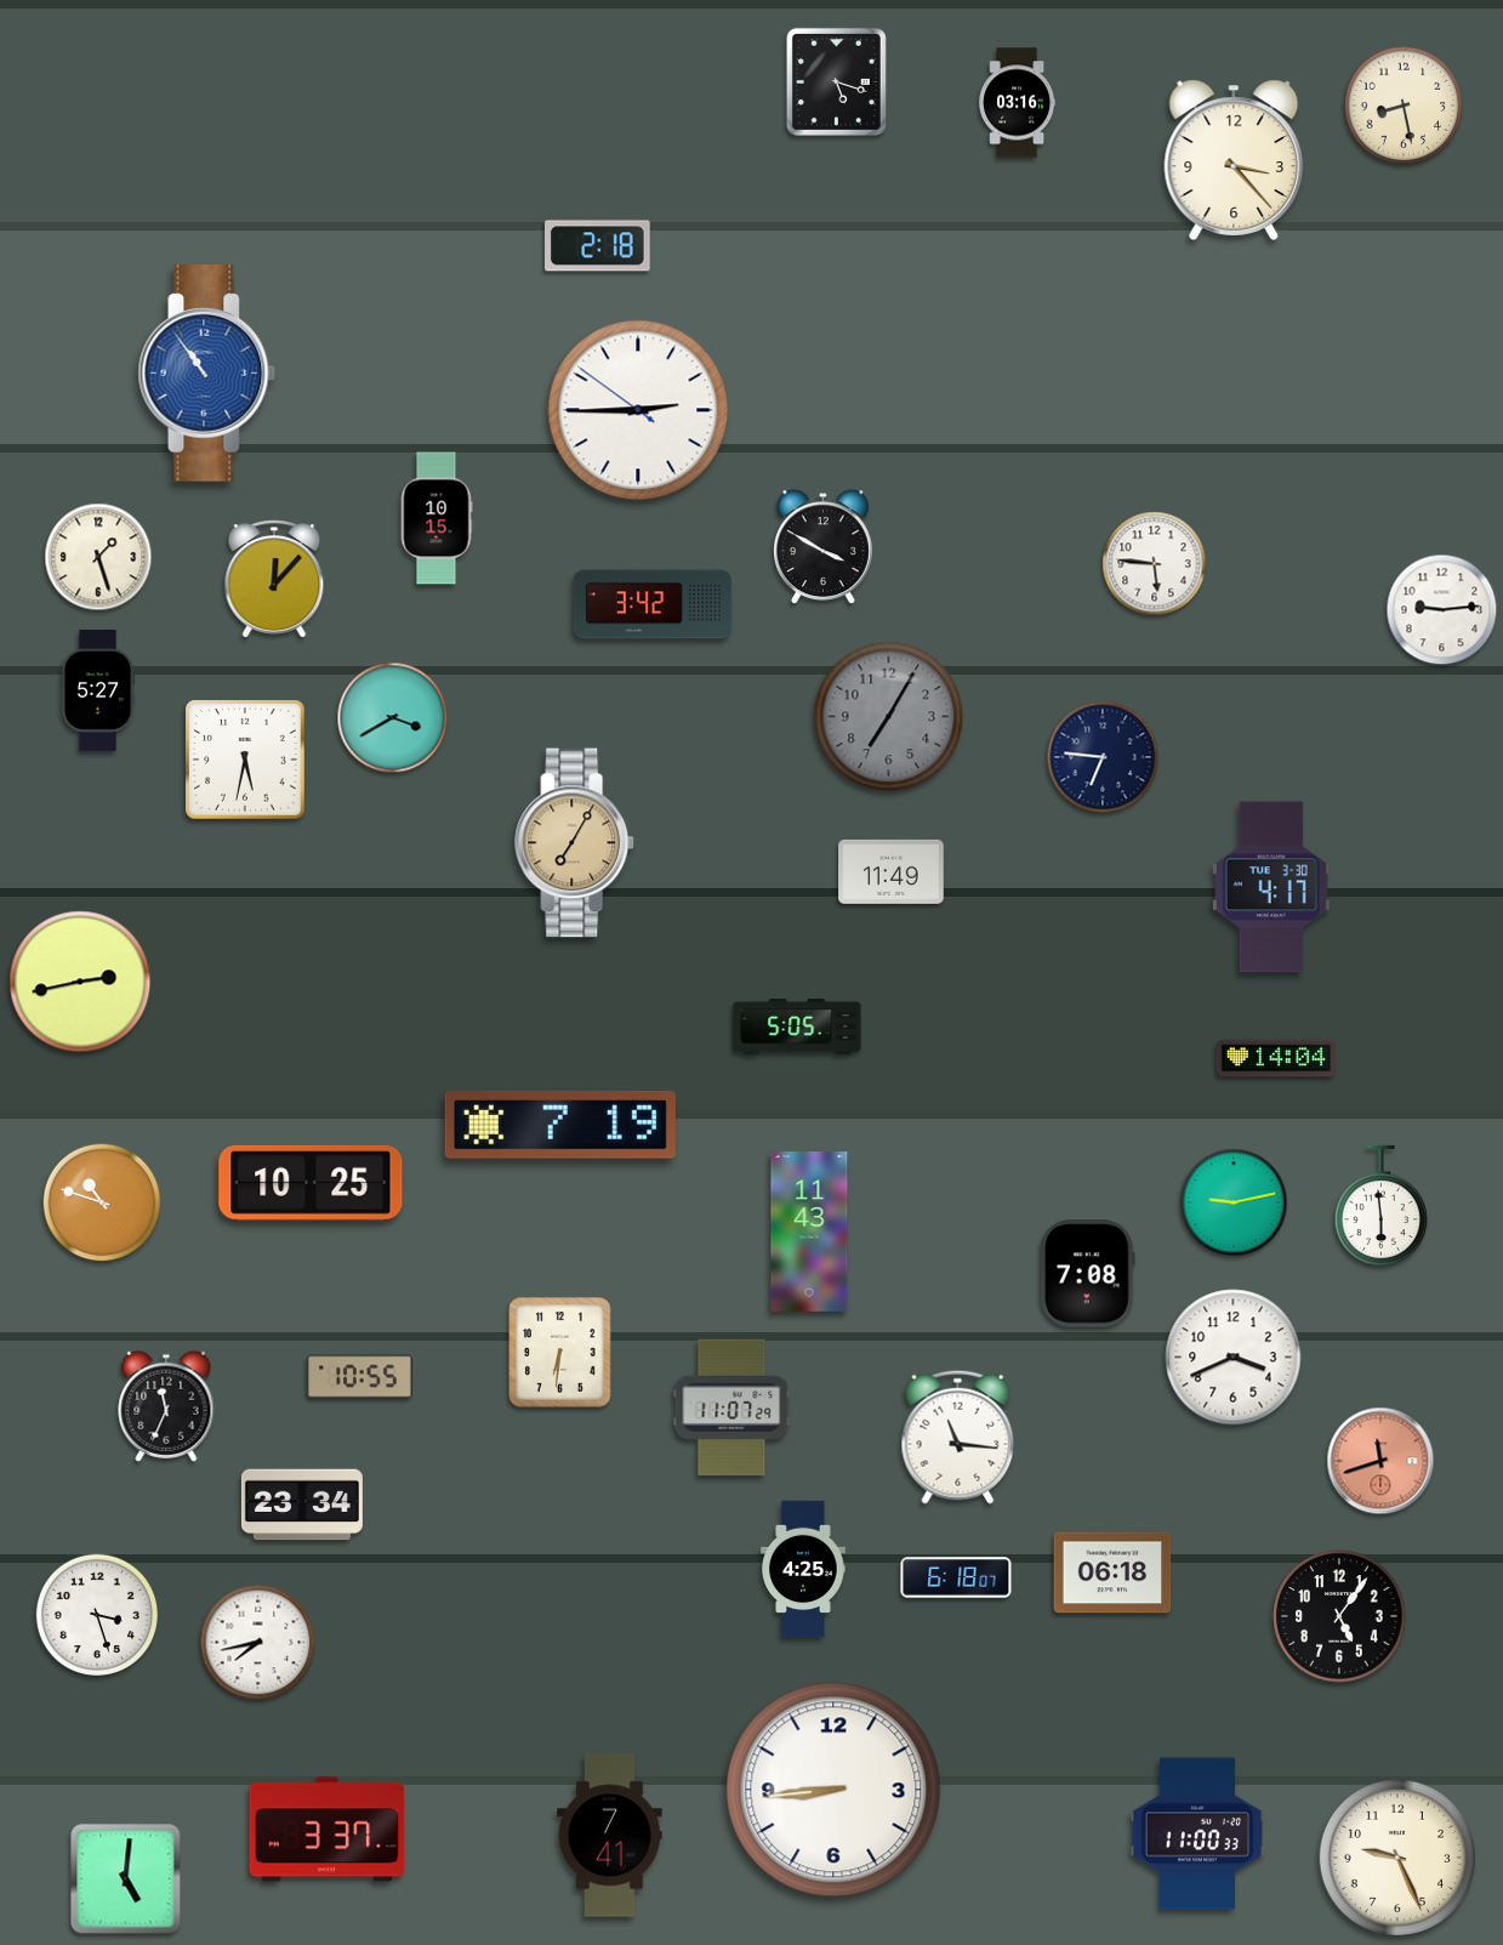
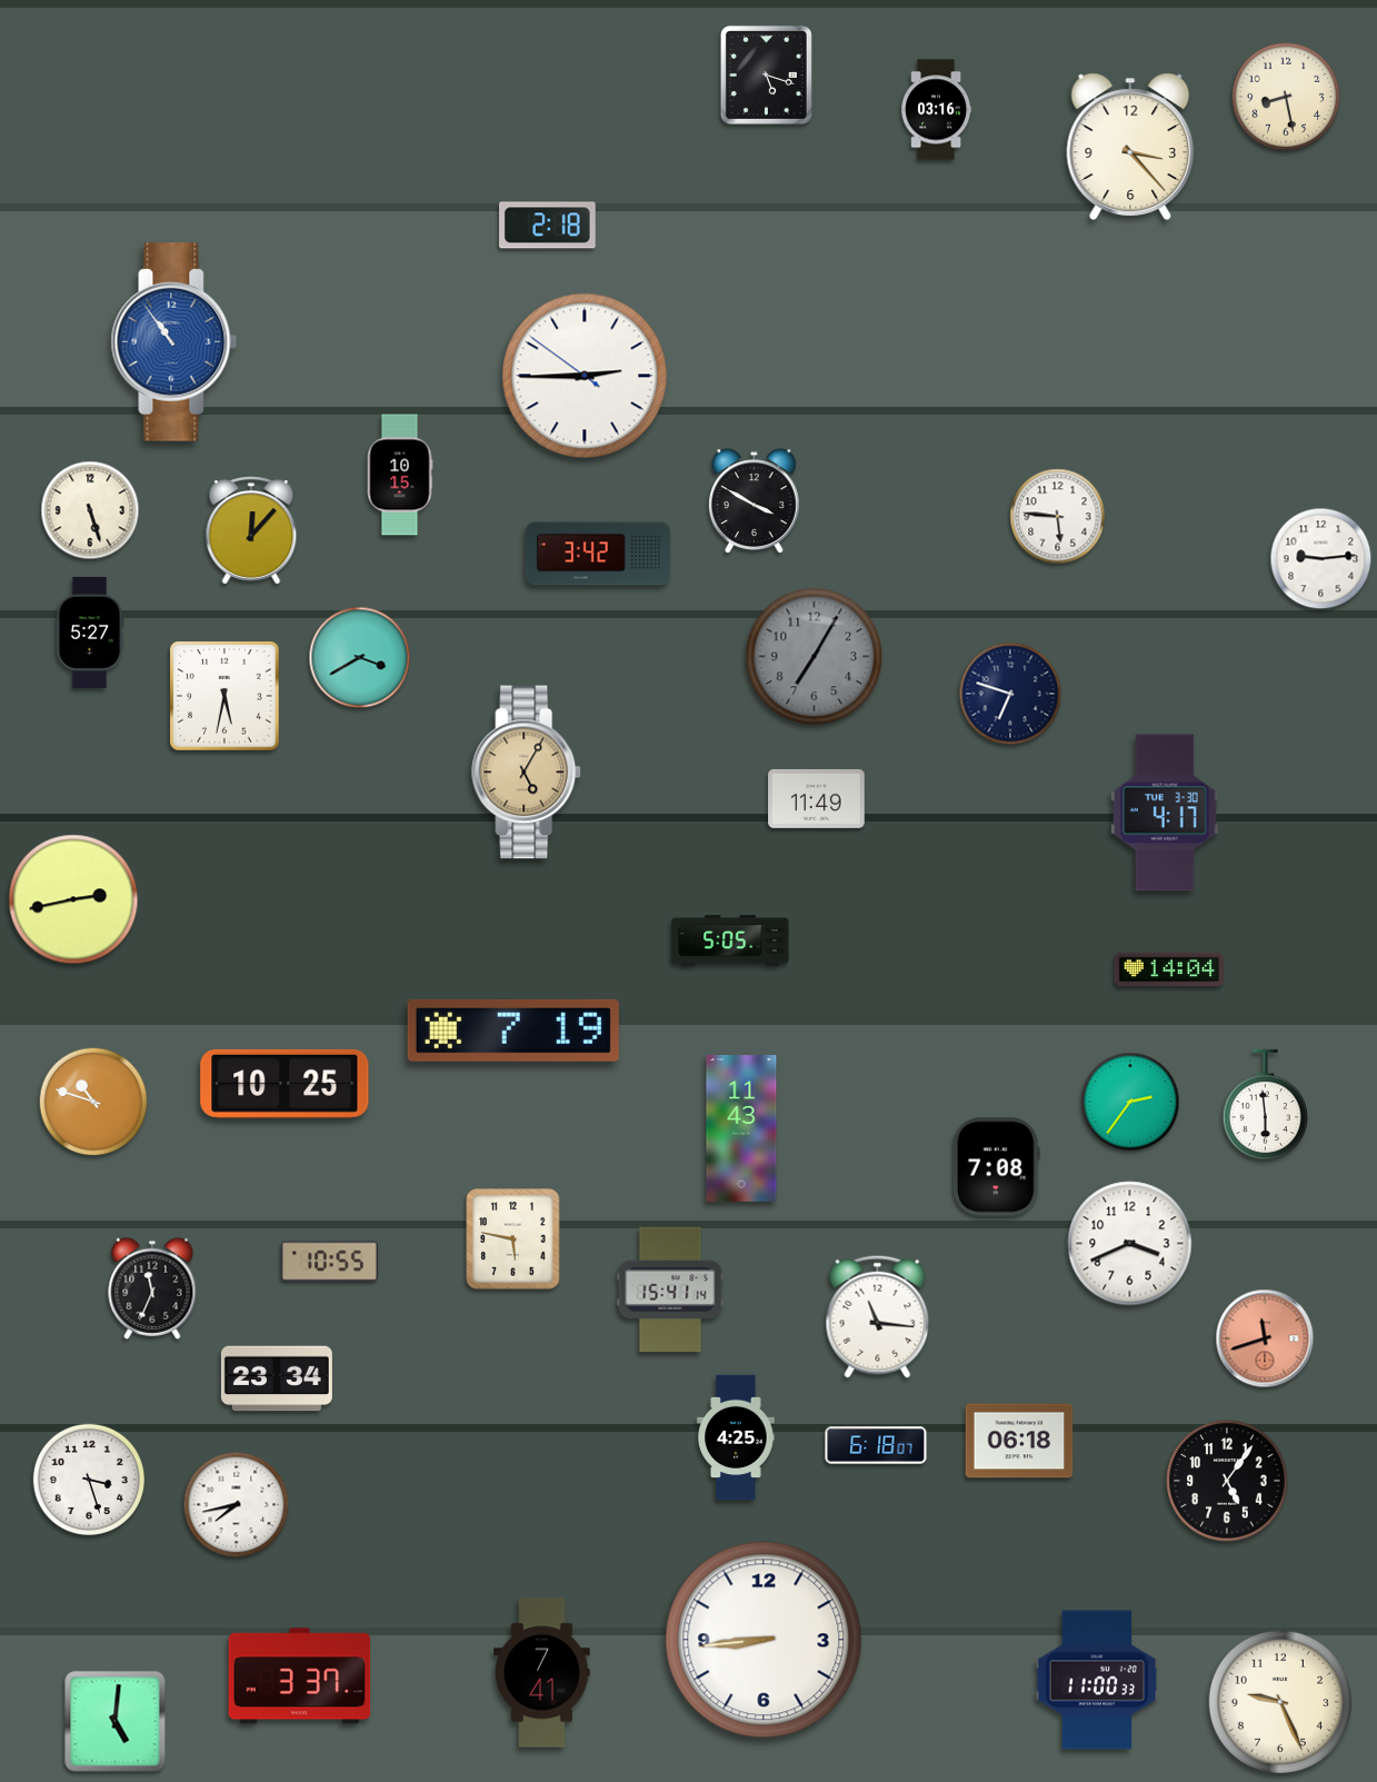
clock at (1018, 103) position: (1018, 103) -> (937, 110)
clock at (207, 374) position: (207, 374) -> (174, 342)
clock at (98, 557): 1:27 -> 5:27
clock at (1103, 757): 6:46 -> 6:48
clock at (575, 843): 7:05 -> 5:05
clock at (1234, 1202): 9:13 -> 2:36
clock at (560, 1353): 6:31 -> 5:47
clock at (731, 1407): 11:07 -> 15:41
clock at (610, 1836) position: (610, 1836) -> (542, 1673)
